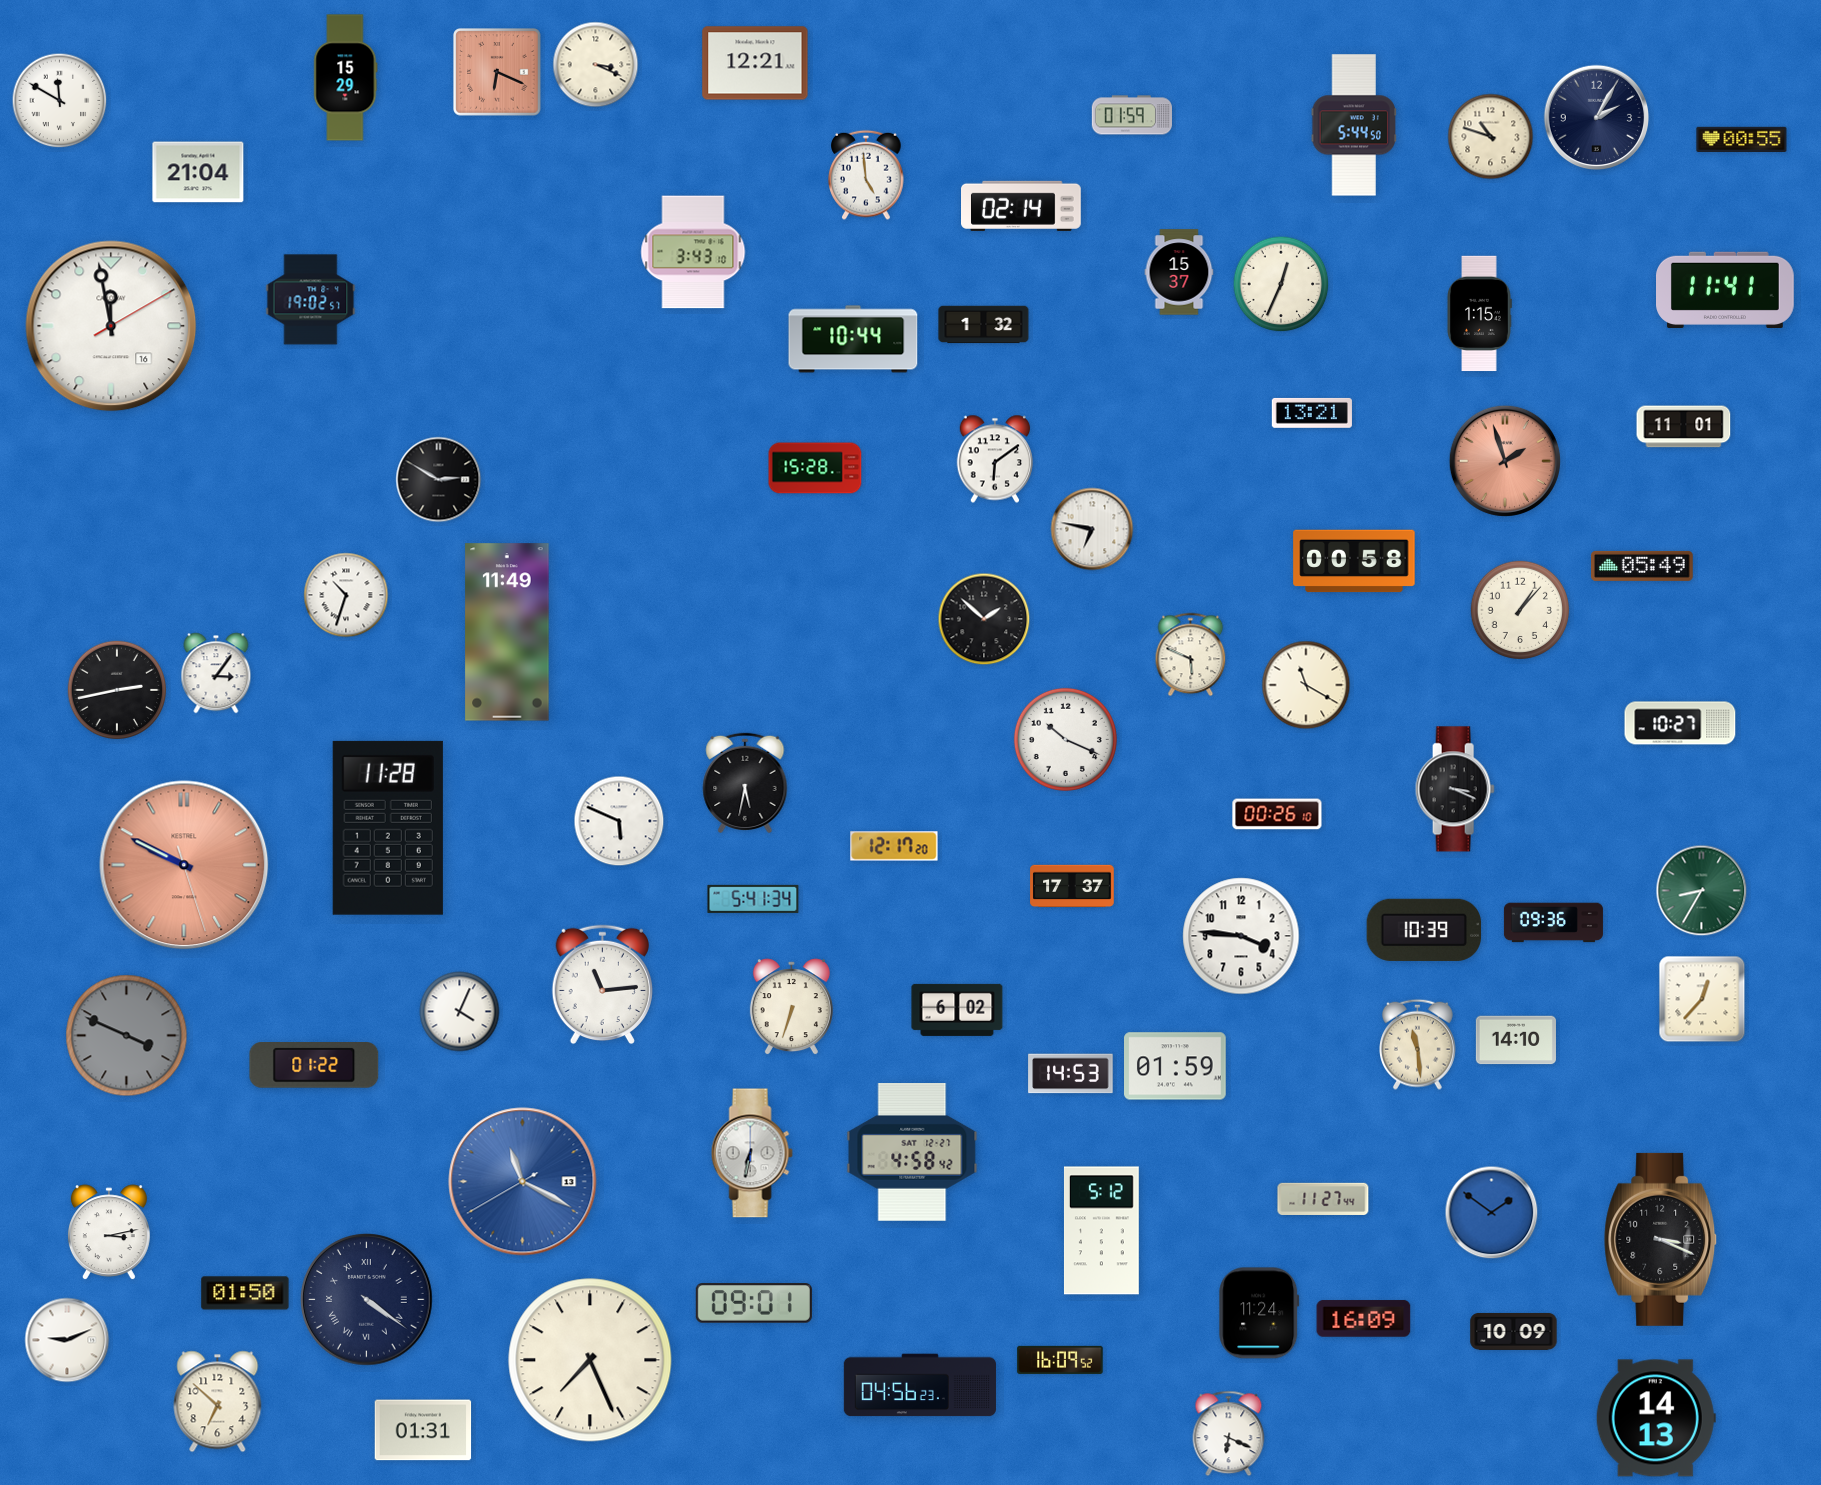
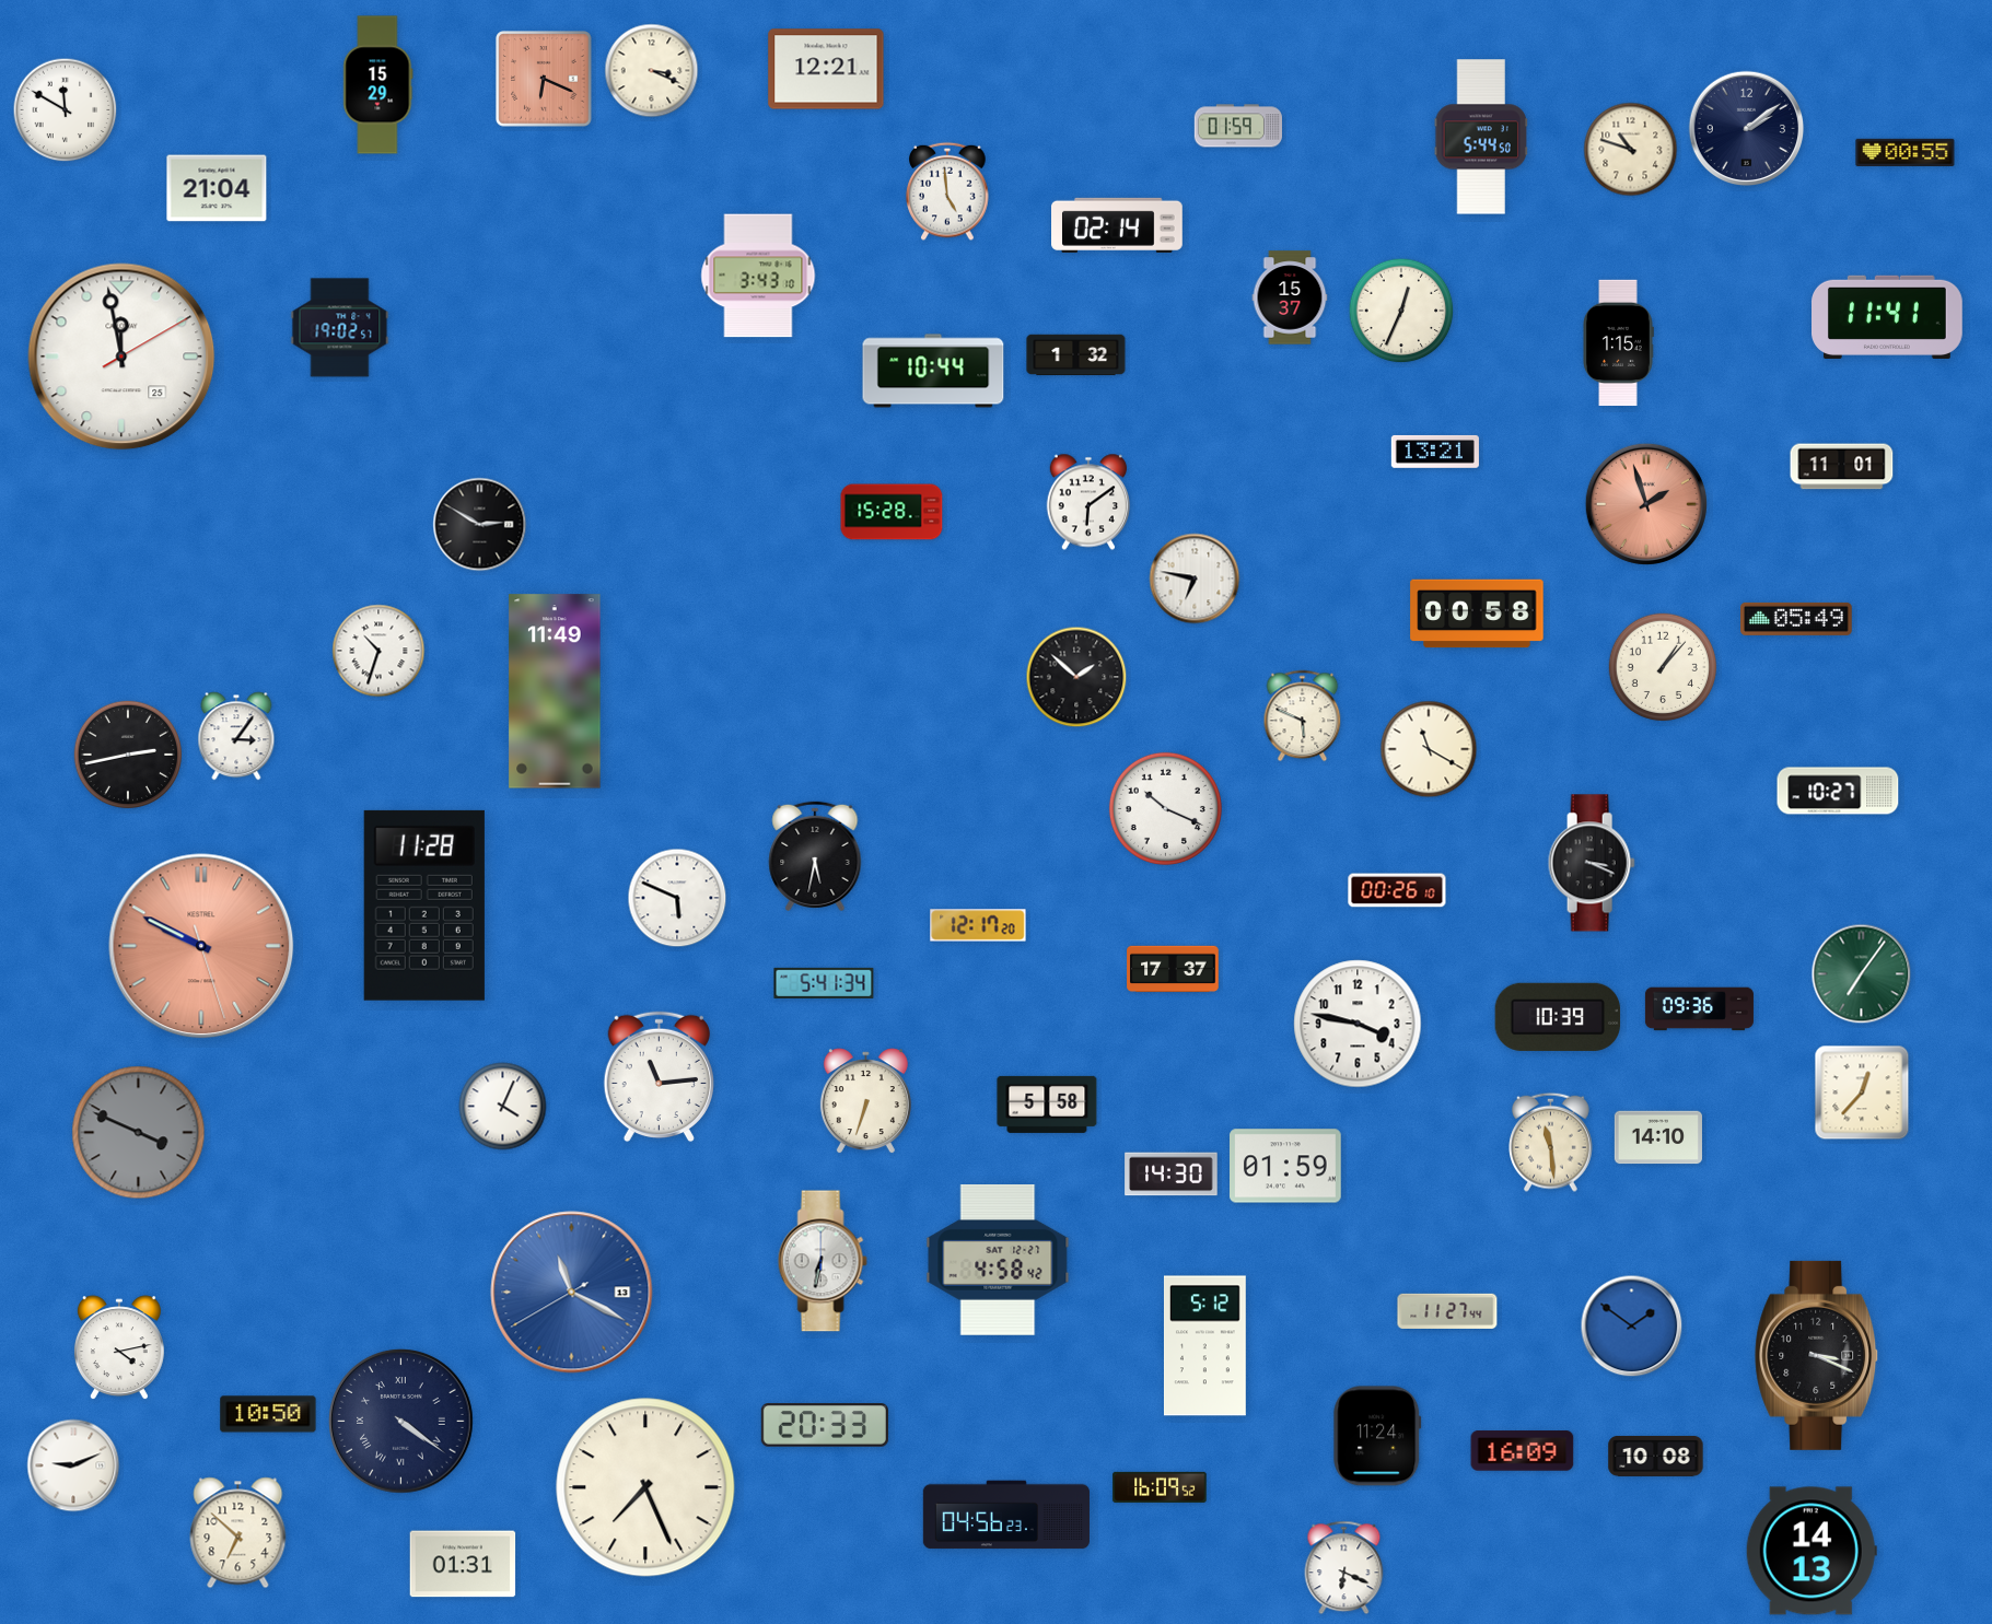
clock at (1597, 118): 2:05 -> 2:09
clock at (111, 326) date: 16 -> 25
clock at (1354, 561) position: (1354, 561) -> (1477, 614)
clock at (1702, 891): 8:35 -> 7:06
clock at (1241, 936): 3:46 -> 3:47
clock at (957, 1010): 6:02 -> 5:58
clock at (314, 1066): 01:22 -> none
clock at (1071, 1074): 14:53 -> 14:30
clock at (109, 1233): 3:13 -> 4:13
clock at (245, 1293): 01:50 -> 10:50
clock at (754, 1303): 09:01 -> 20:33
clock at (1364, 1319) position: (1364, 1319) -> (1523, 1451)
clock at (1514, 1331): 10:09 -> 10:08
